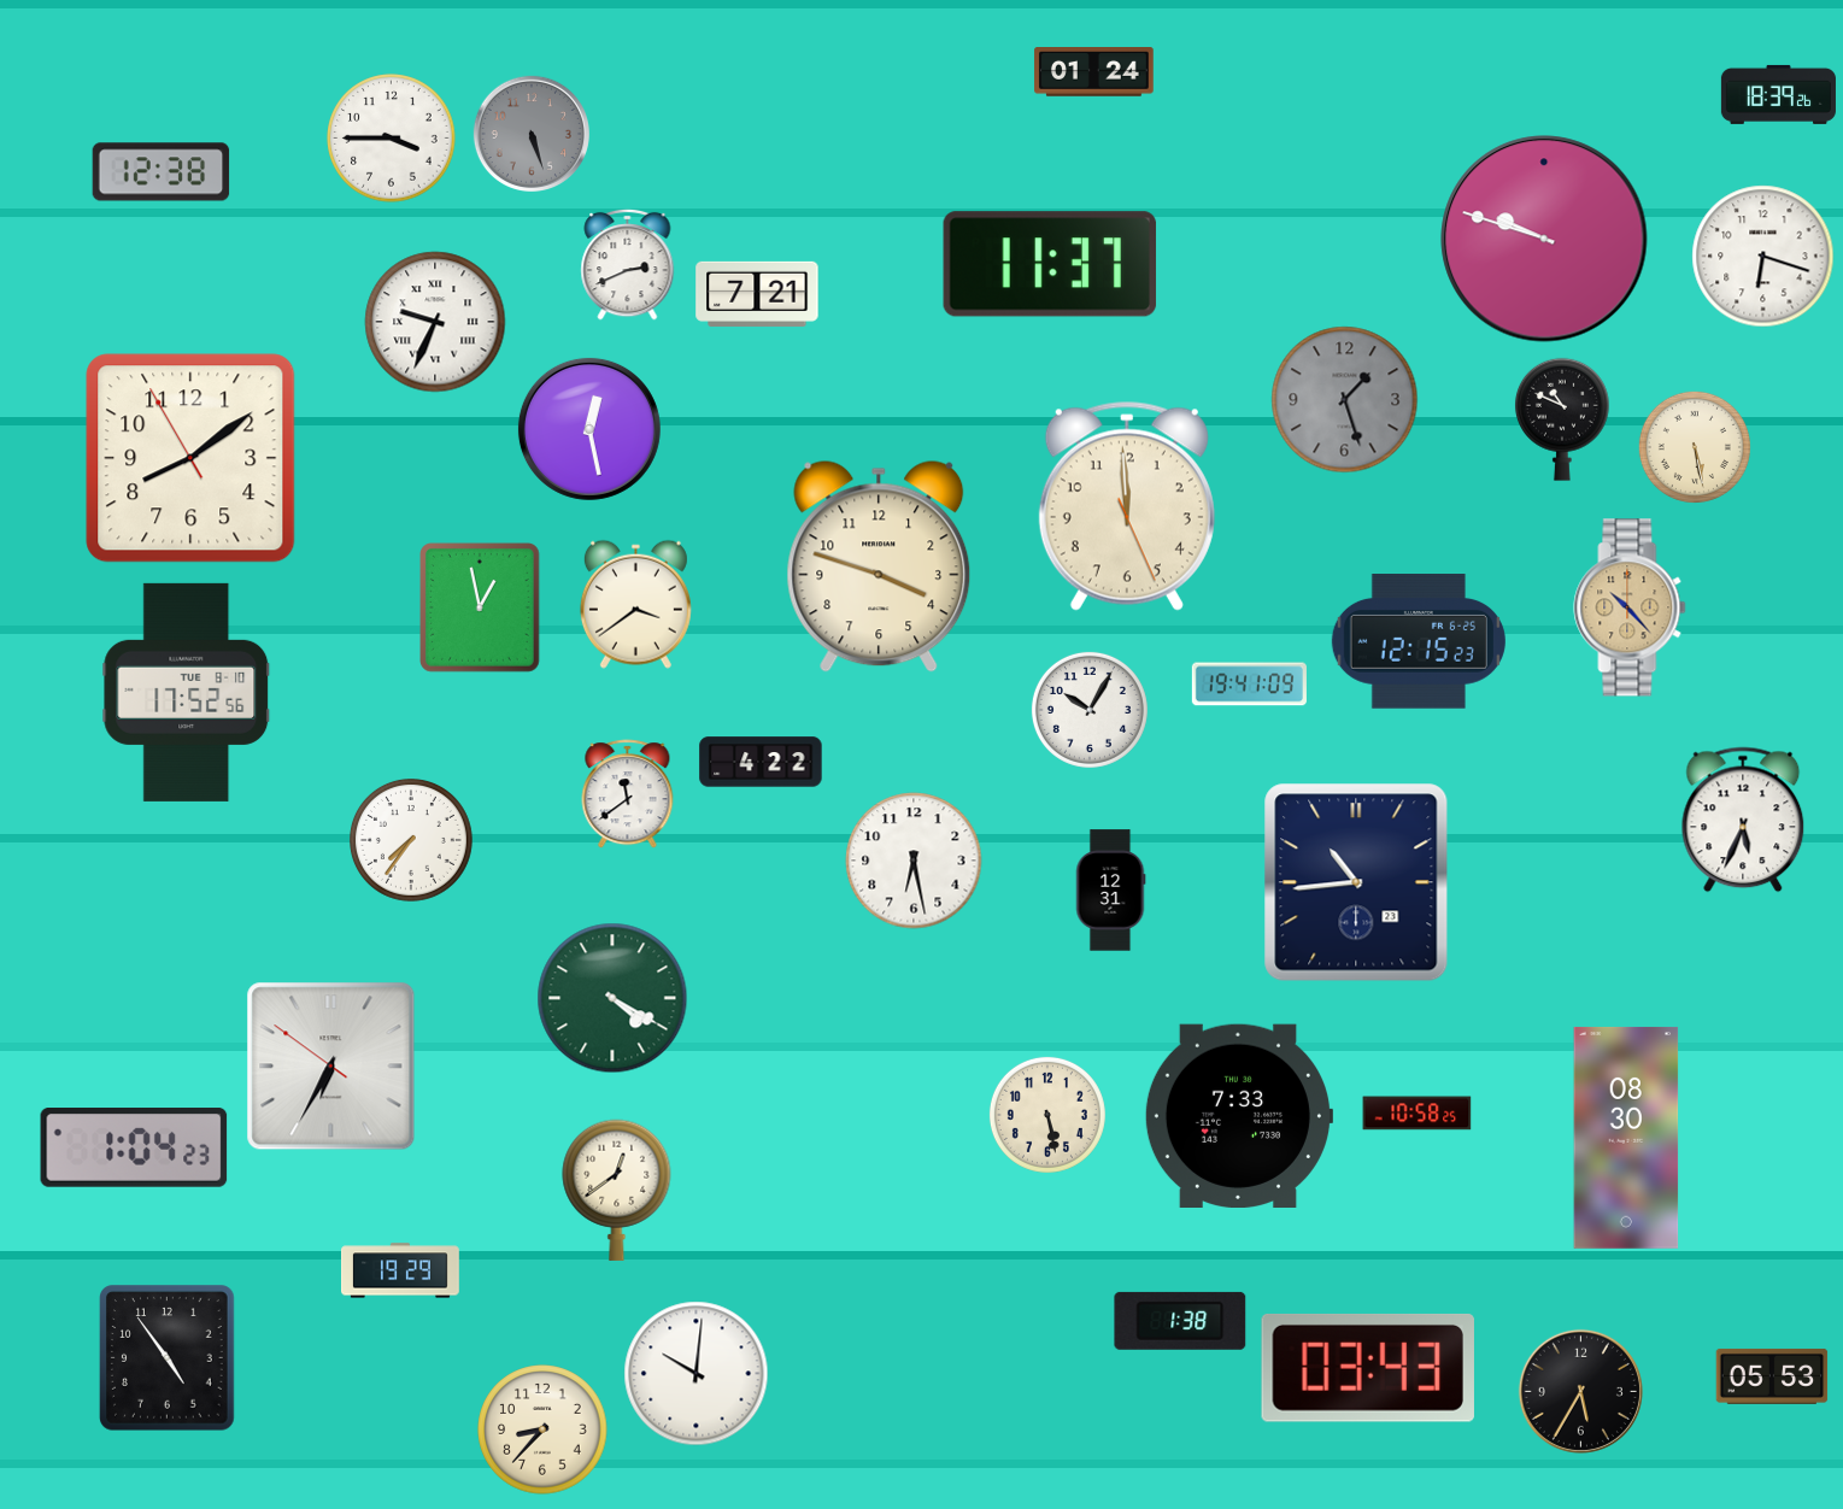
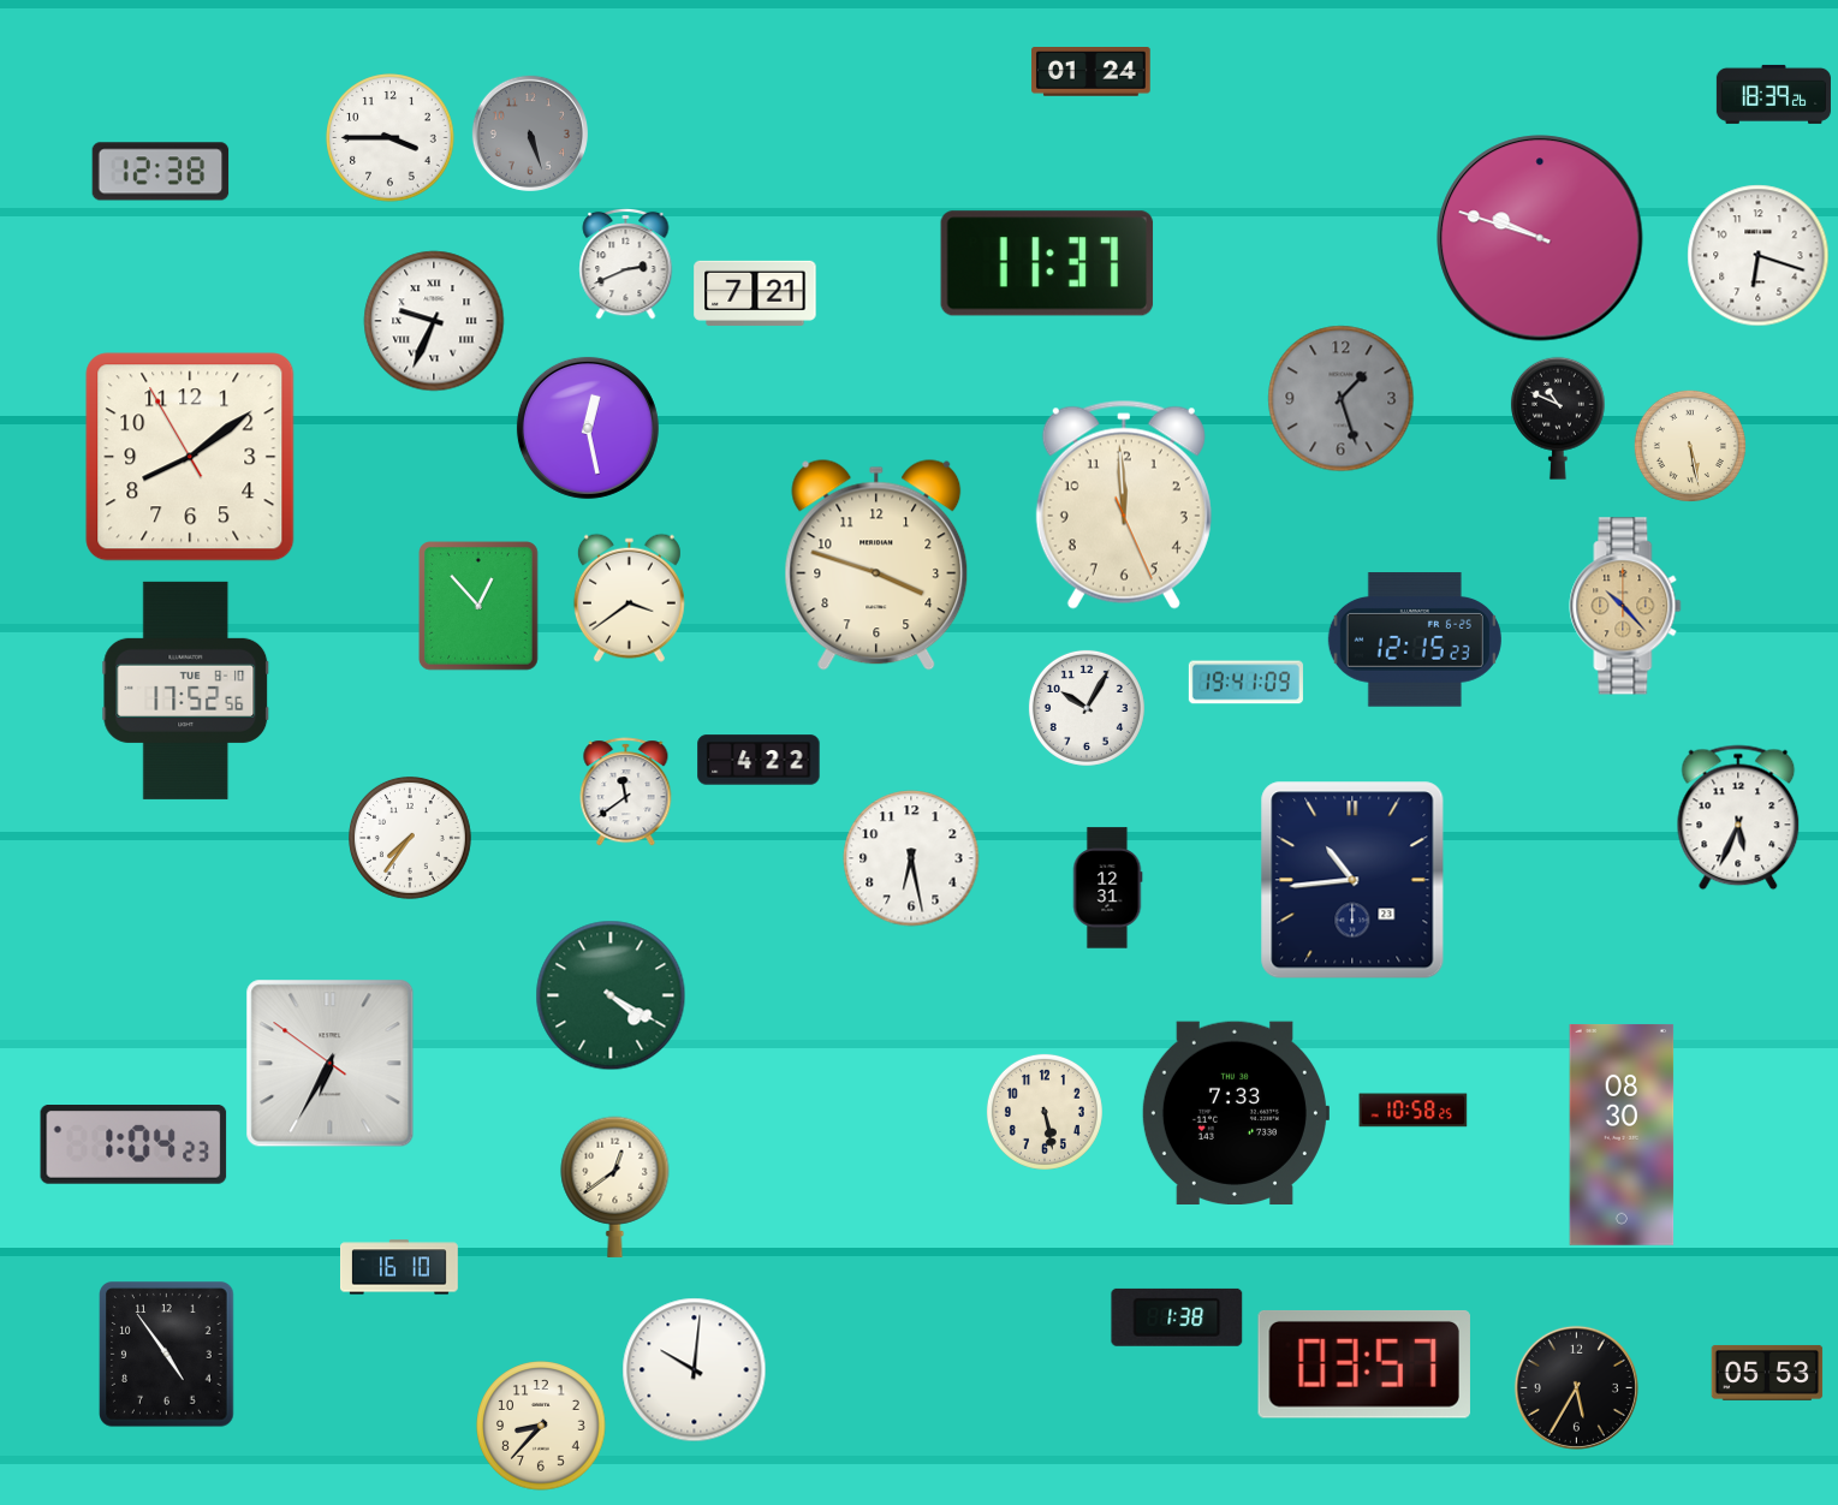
clock at (635, 604) position: (635, 604) -> (629, 597)
clock at (481, 609): 12:58 -> 12:53
clock at (401, 1270): 19:29 -> 16:10
clock at (1368, 1368): 03:43 -> 03:57
